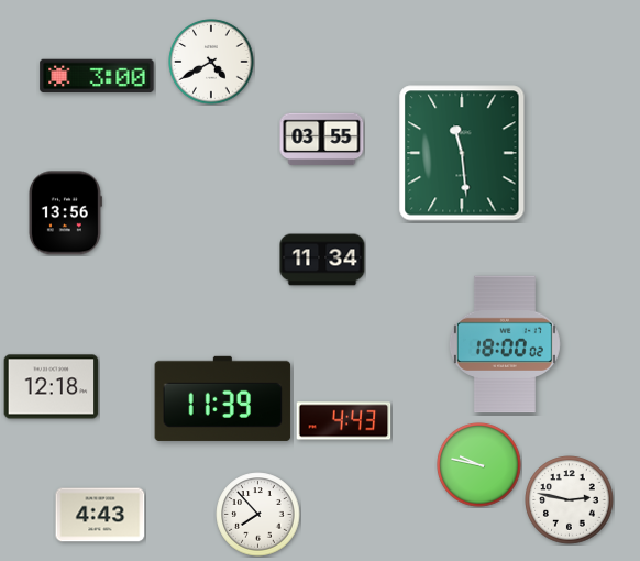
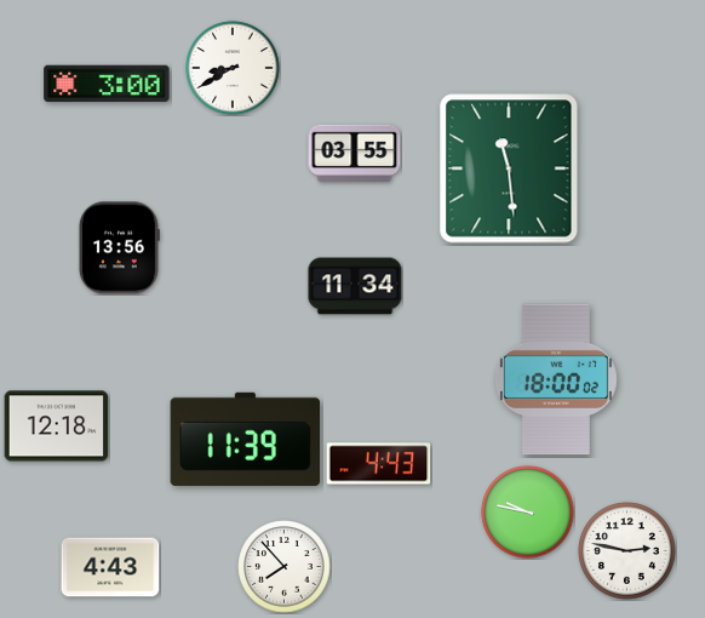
clock at (211, 62): 4:40 -> 8:40
clock at (65, 213) position: (65, 213) -> (119, 248)
